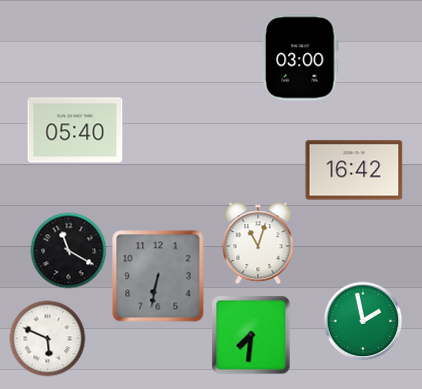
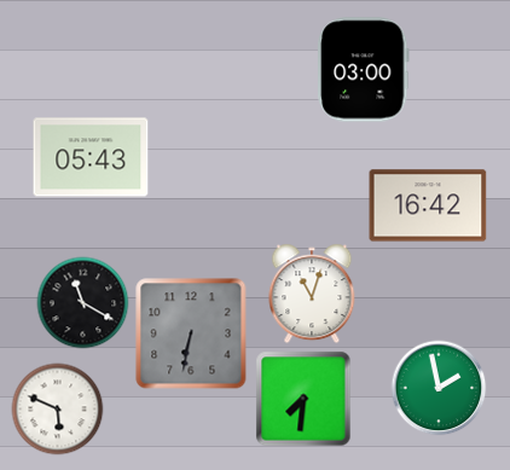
clock at (75, 130): 05:40 -> 05:43
clock at (251, 335) position: (251, 335) -> (303, 399)
